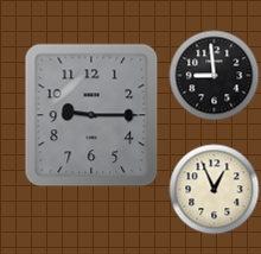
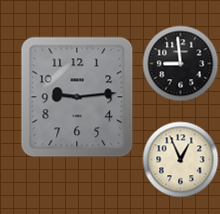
clock at (91, 115): 9:15 -> 9:14
